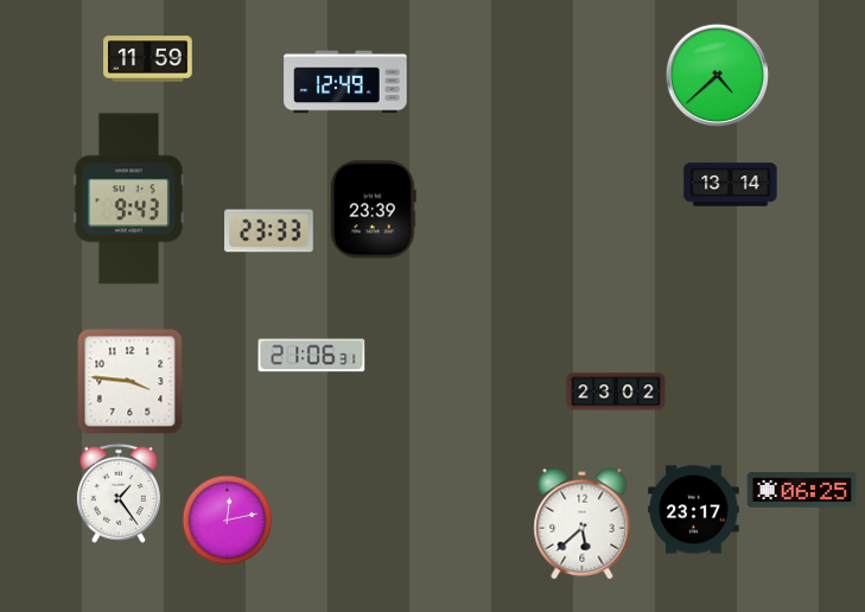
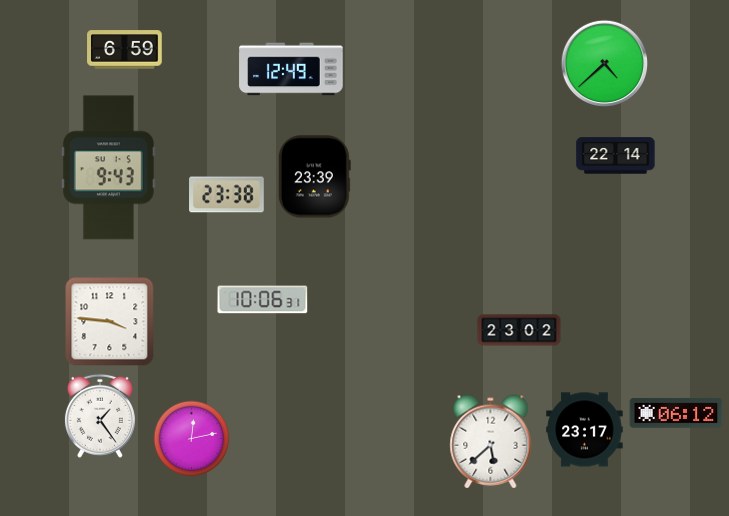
clock at (148, 59): 11:59 -> 6:59
clock at (731, 185): 13:14 -> 22:14
clock at (269, 231): 23:33 -> 23:38
clock at (312, 356): 21:06 -> 10:06
clock at (802, 490): 06:25 -> 06:12
